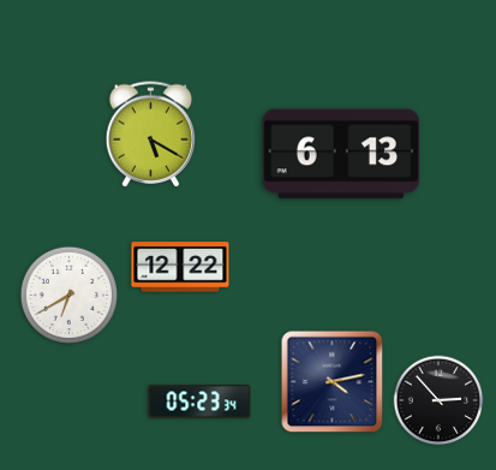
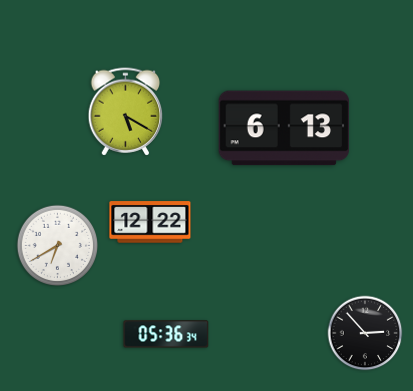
clock at (333, 382): 4:13 -> none
clock at (199, 401): 05:23 -> 05:36
